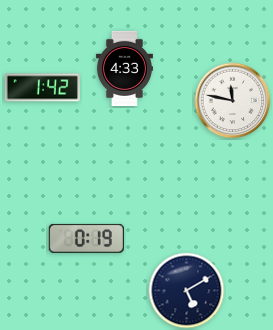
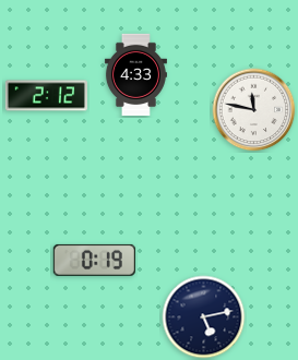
clock at (42, 88): 1:42 -> 2:12
clock at (187, 291): 5:10 -> 5:13
